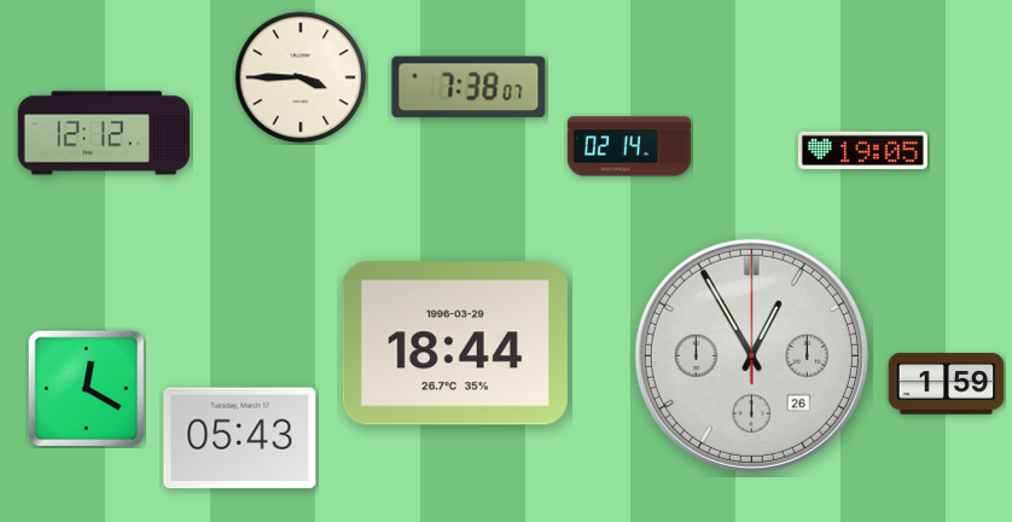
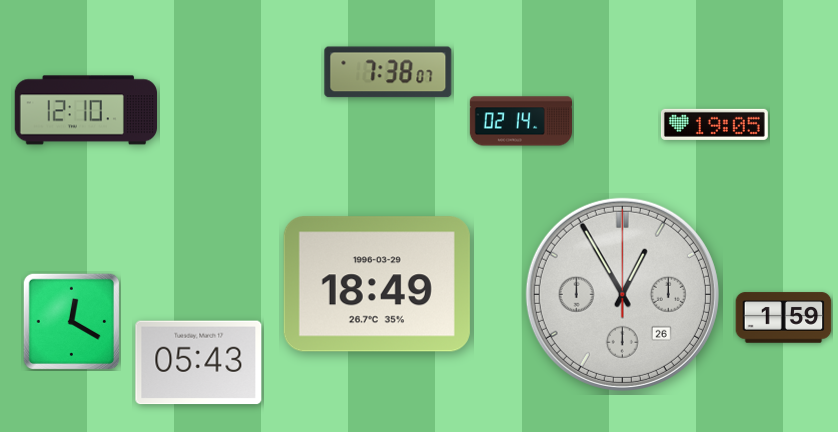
clock at (301, 77): 3:45 -> none
clock at (103, 133): 12:12 -> 12:10
clock at (455, 343): 18:44 -> 18:49
